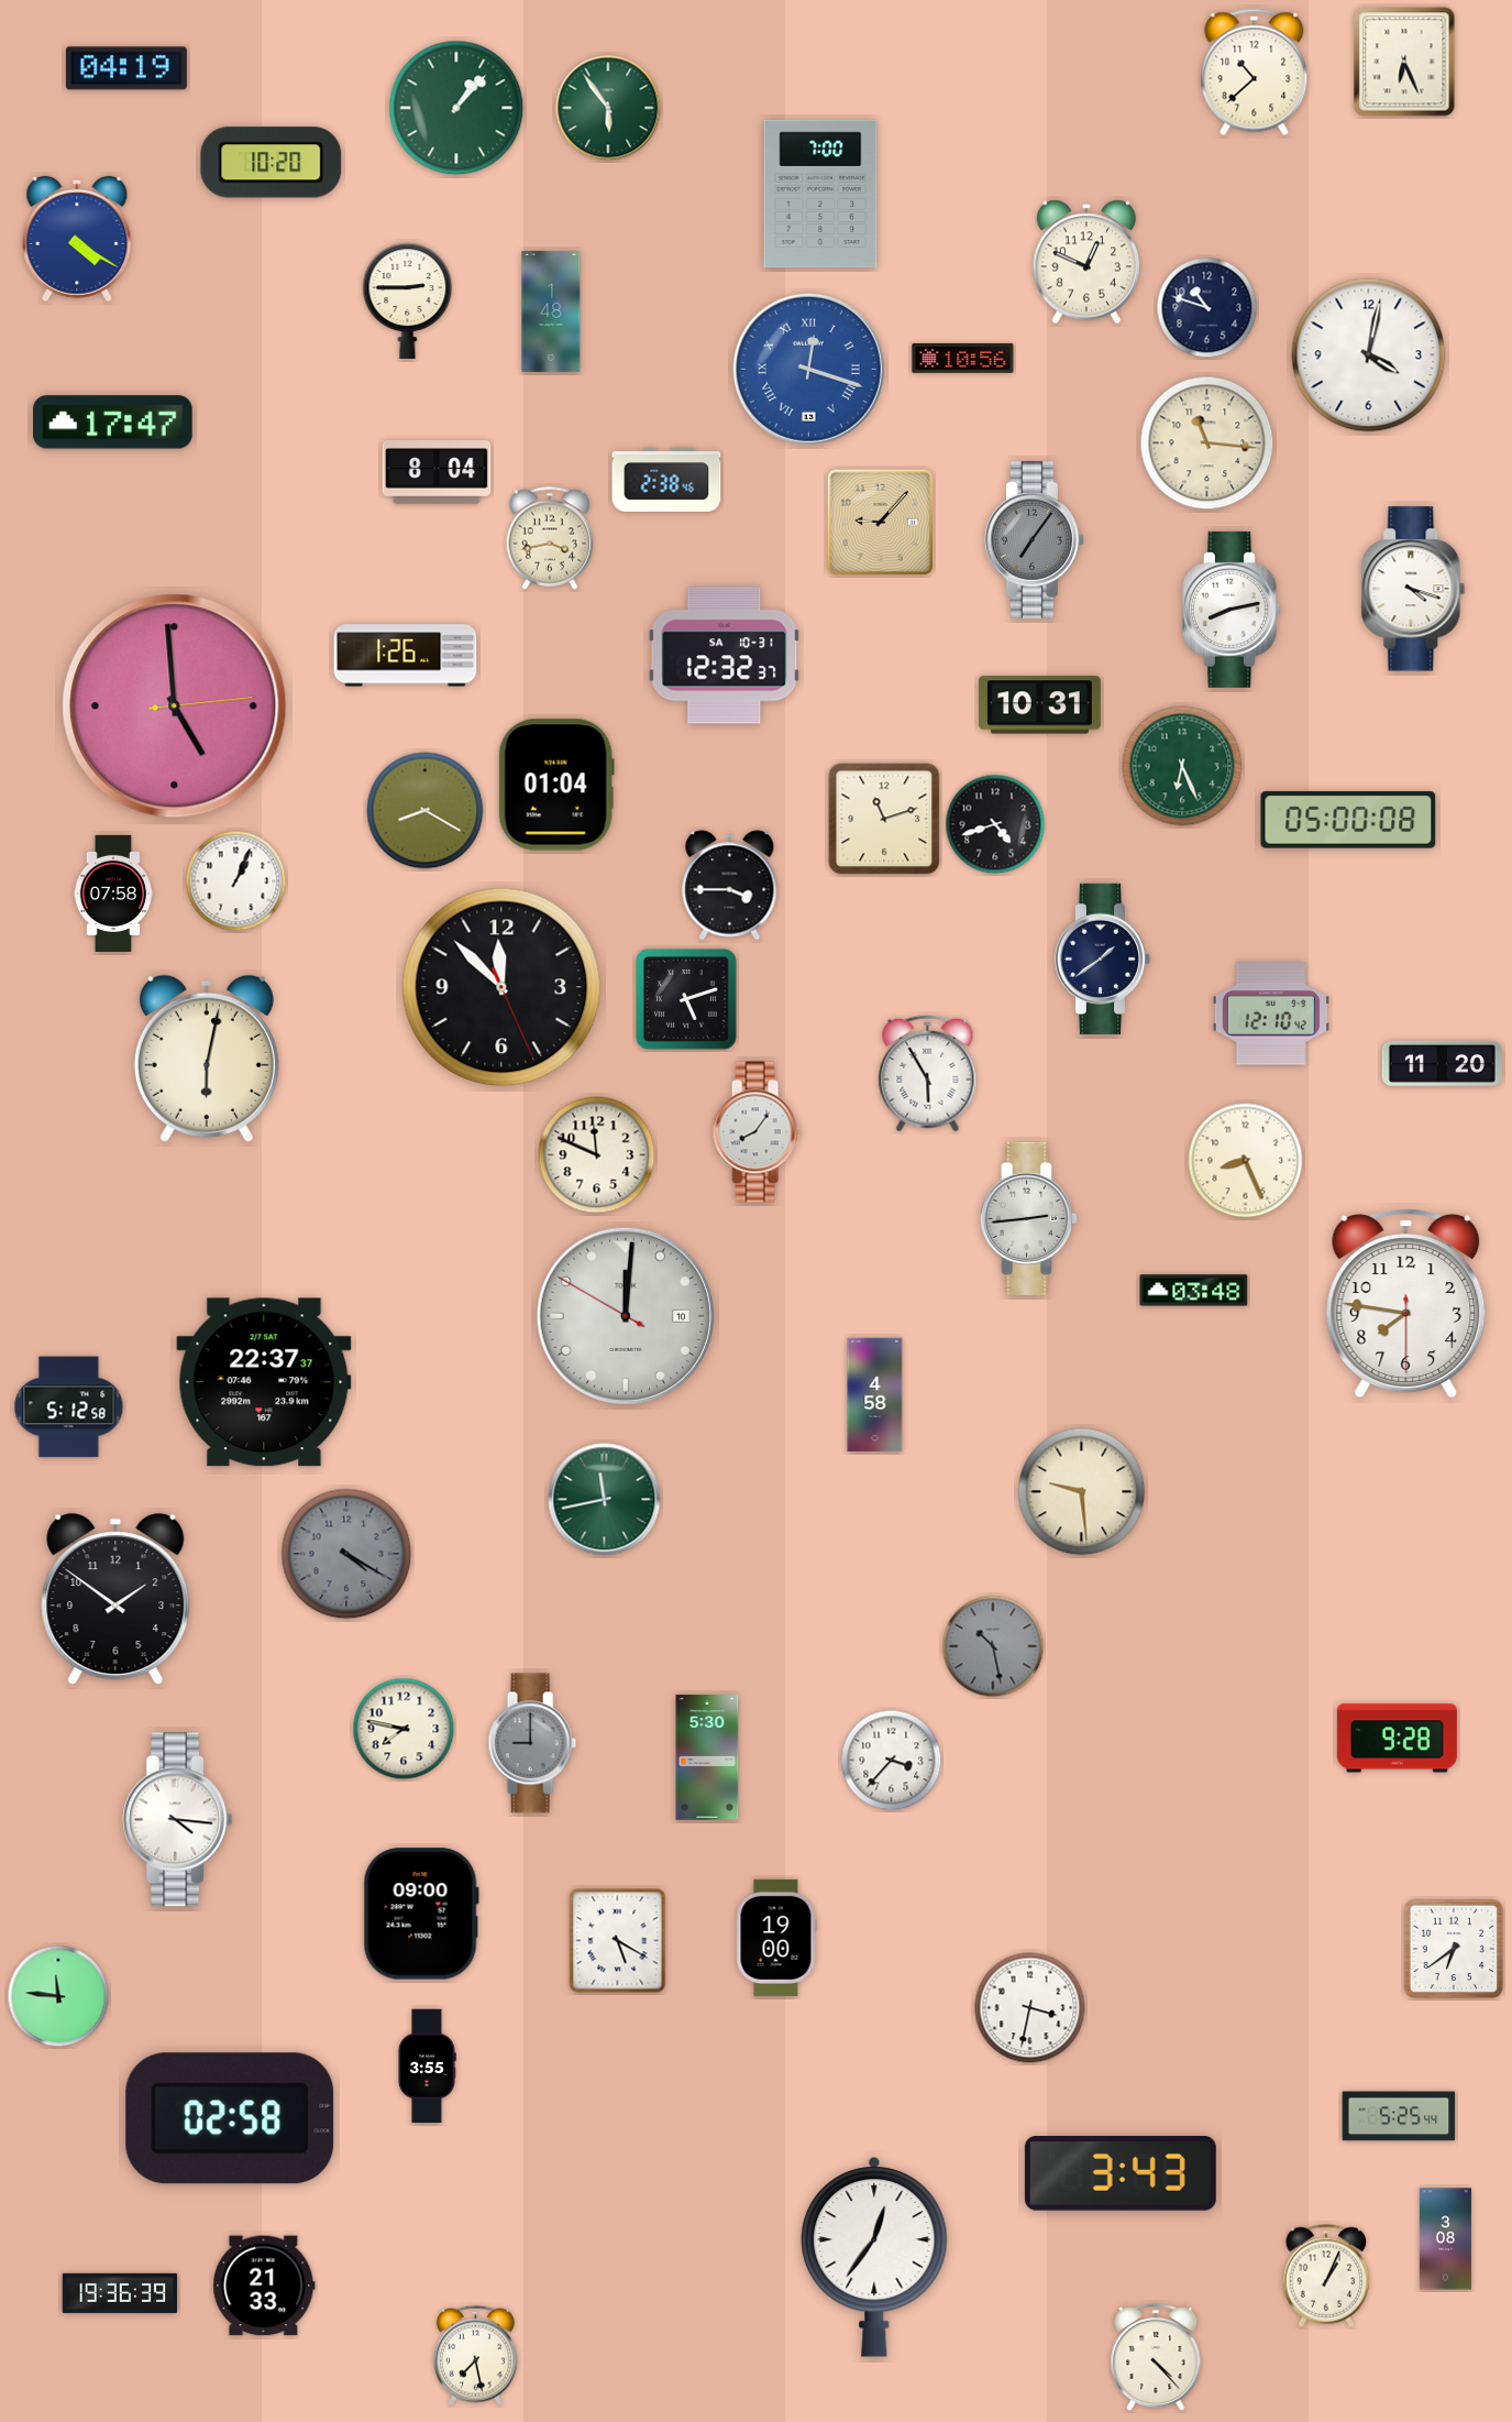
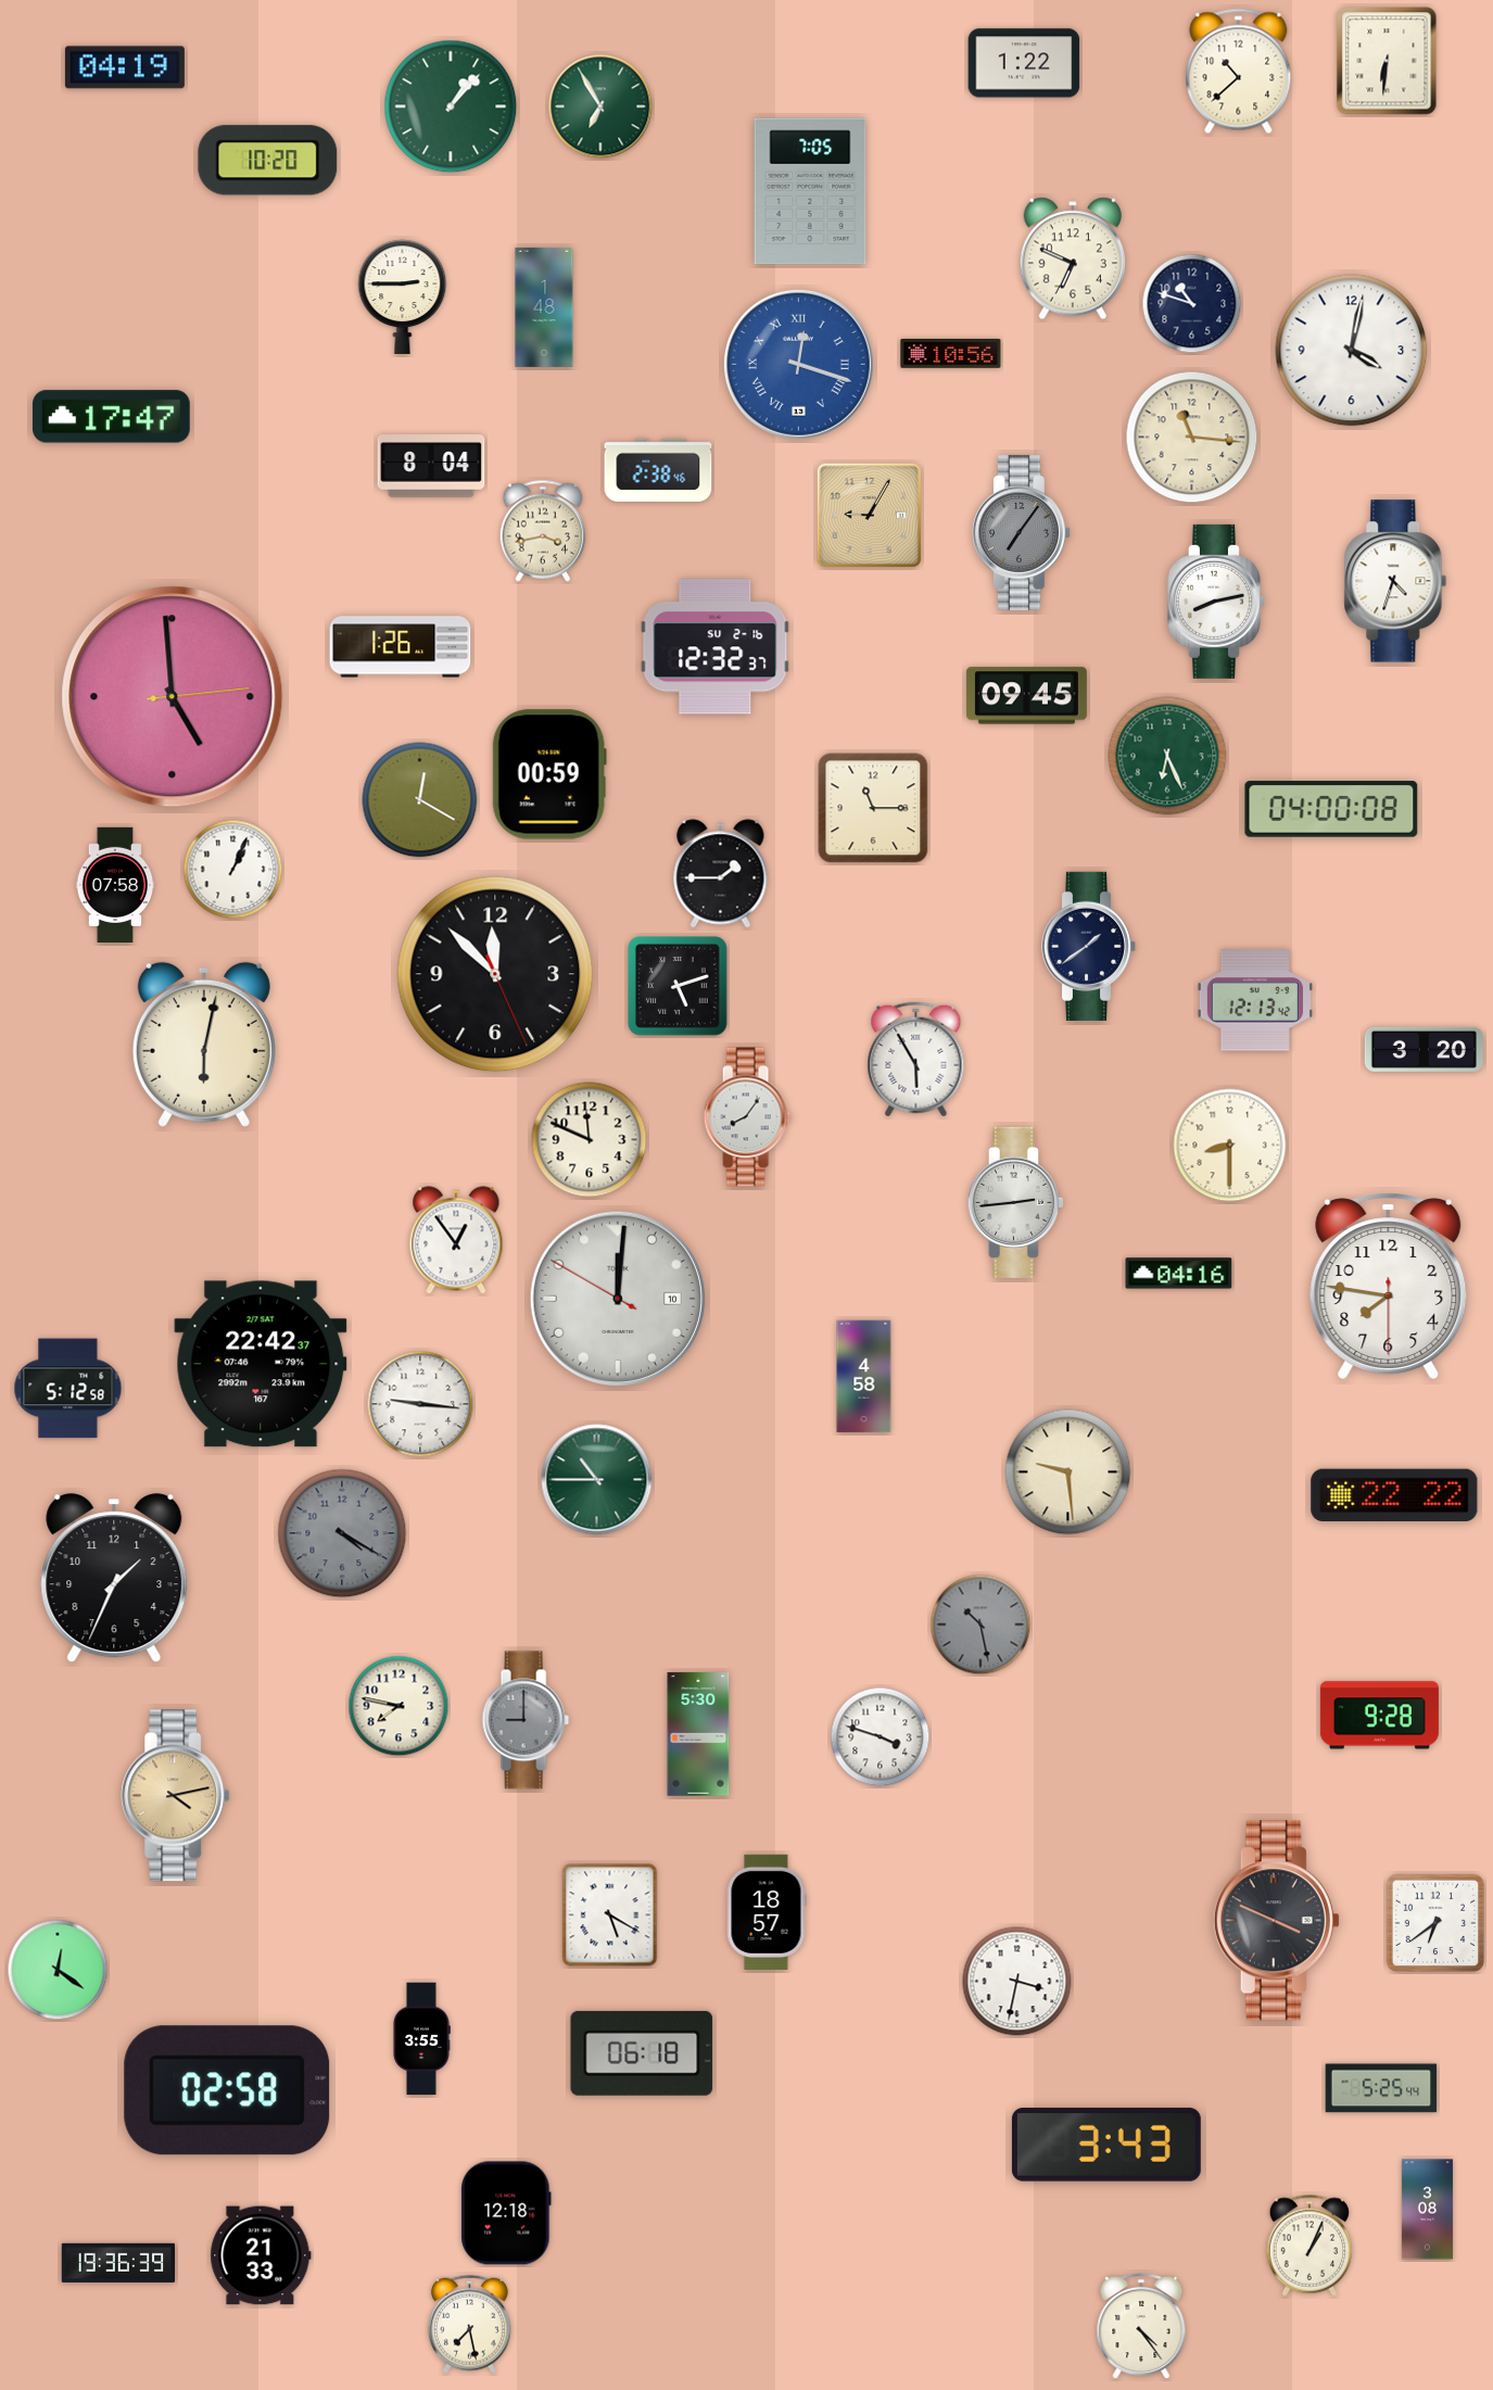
clock at (1404, 62): 6:26 -> 6:31
clock at (1024, 63): none -> 1:22
clock at (608, 108): 5:54 -> 6:55
clock at (820, 194): 7:00 -> 7:05
clock at (77, 239): 4:20 -> none
clock at (1085, 262): 12:49 -> 6:49
clock at (666, 480) position: (666, 480) -> (658, 470)
clock at (880, 522): 9:07 -> 9:05
clock at (1413, 589): 4:18 -> 4:33
clock at (725, 656) date: SA 10-31 -> SU 2-16
clock at (1039, 705): 10:31 -> 09:45
clock at (556, 785): 01:04 -> 00:59
clock at (426, 811): 8:20 -> 12:20
clock at (884, 819): 11:12 -> 11:15
clock at (1348, 820): 05:00 -> 04:00
clock at (995, 824): 4:42 -> none
clock at (730, 886): 3:45 -> 1:45
clock at (112, 892) position: (112, 892) -> (114, 884)
clock at (1271, 1013): 12:10 -> 12:13
clock at (1442, 1063): 11:20 -> 3:20
clock at (1246, 1161): 8:26 -> 8:30
clock at (456, 1240): none -> 12:54
clock at (1194, 1291): 03:48 -> 04:16
clock at (264, 1382): 22:37 -> 22:42
clock at (420, 1404): none -> 9:16
clock at (605, 1500): 11:43 -> 10:45
clock at (1394, 1495): none -> 22:22
clock at (115, 1600): 1:51 -> 1:34
clock at (892, 1761): 3:37 -> 3:48
clock at (178, 1820): 4:16 -> 4:13
clock at (178, 1820) dial: white -> champagne
clock at (421, 1914): 09:00 -> none
clock at (776, 1937): 19:00 -> 18:57
clock at (1276, 1921): none -> 3:49
clock at (58, 1996): 11:46 -> 12:21
clock at (642, 2053): none -> 06:18
clock at (506, 2213): none -> 12:18
clock at (874, 2258): 12:36 -> none
clock at (1156, 2357): 4:23 -> 4:24
